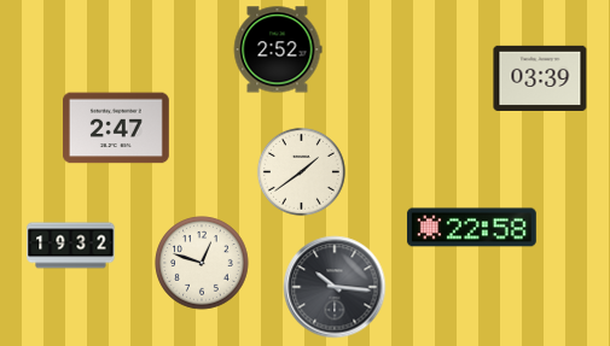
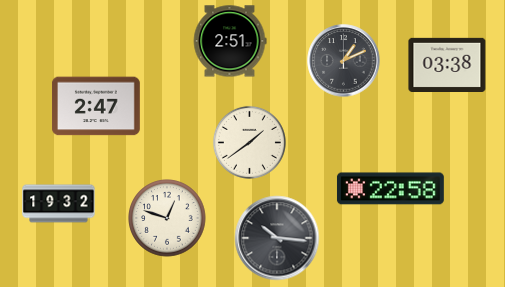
clock at (278, 49): 2:52 -> 2:51
clock at (344, 61): none -> 1:11
clock at (540, 77): 03:39 -> 03:38
